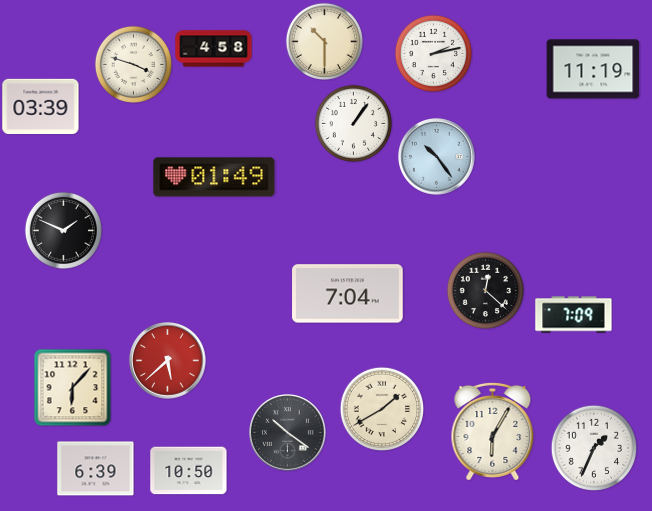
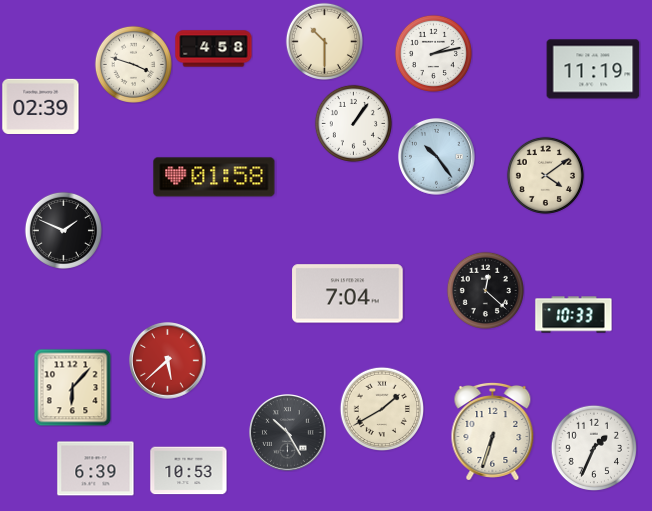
clock at (41, 106): 03:39 -> 02:39
clock at (545, 175): none -> 4:09
clock at (214, 177): 01:49 -> 01:58
clock at (574, 315): 7:09 -> 10:33
clock at (493, 431): 6:05 -> 6:33
clock at (288, 433): 10:21 -> 10:25
clock at (189, 471): 10:50 -> 10:53
